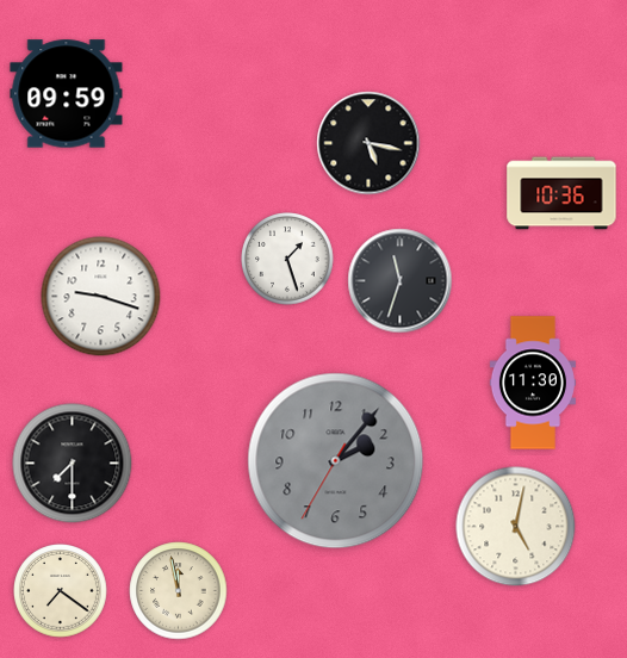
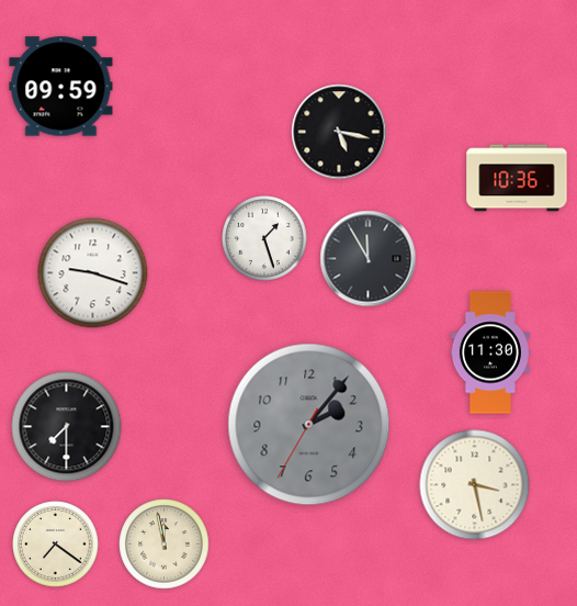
clock at (401, 281): 11:33 -> 11:55
clock at (516, 527): 5:02 -> 3:28
